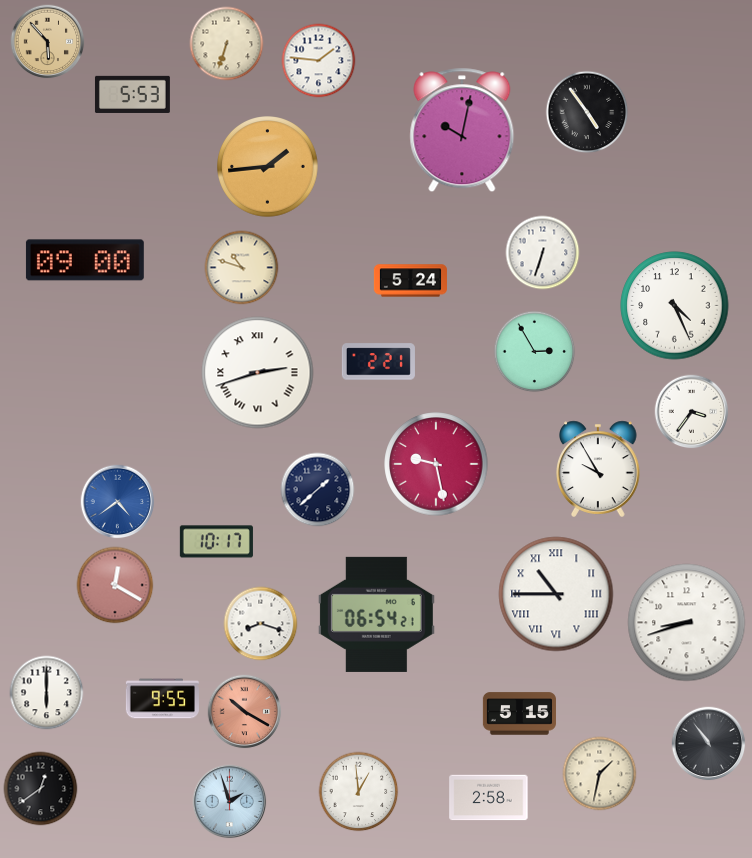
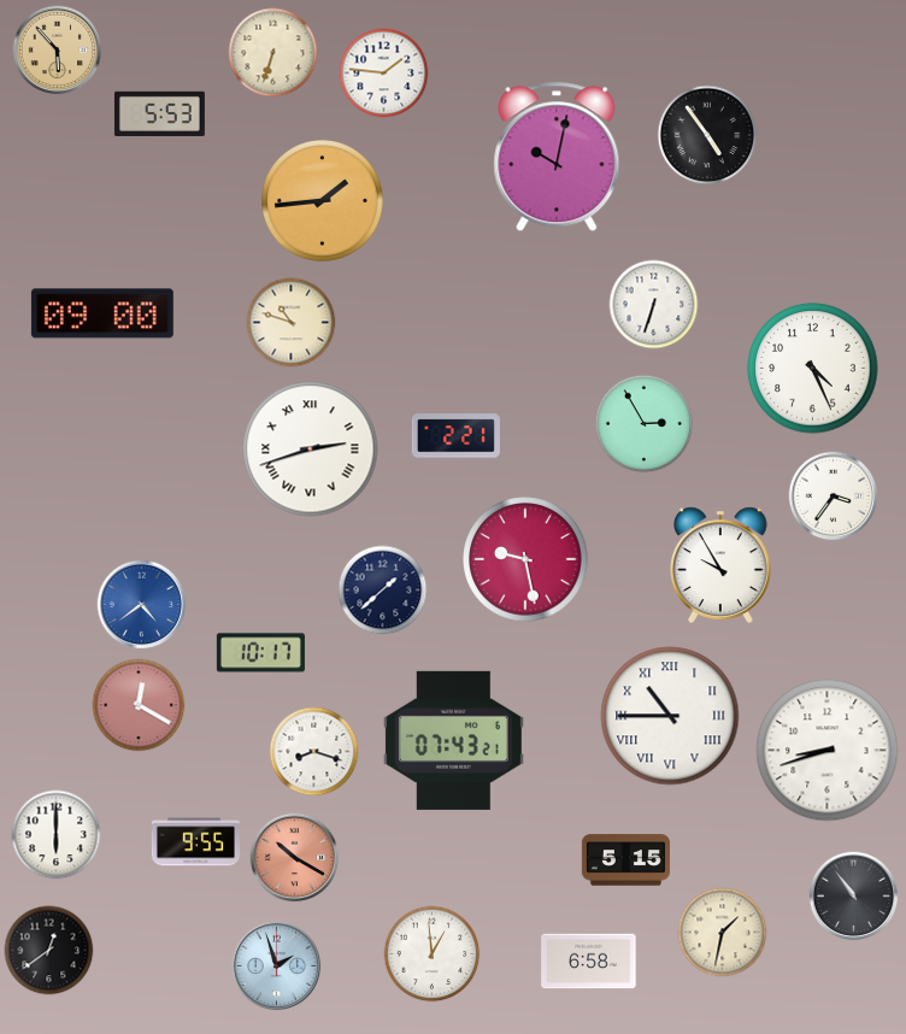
clock at (410, 281): 5:24 -> none
clock at (376, 614): 06:54 -> 07:43
clock at (489, 798): 2:58 -> 6:58
